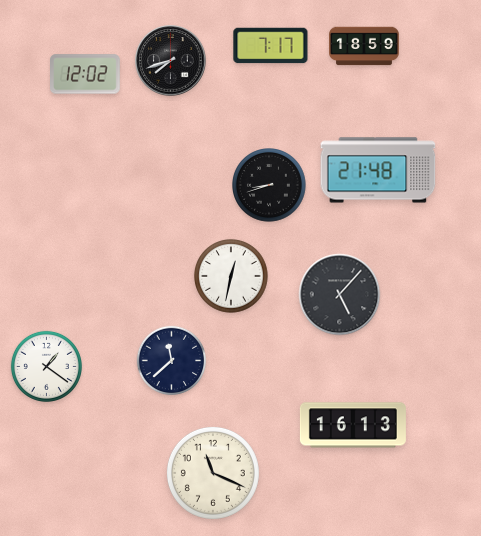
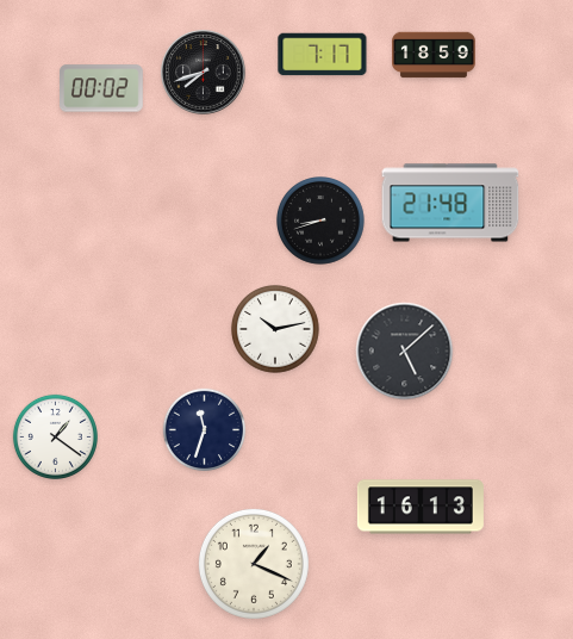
clock at (86, 74): 12:02 -> 00:02
clock at (231, 276): 12:32 -> 10:13
clock at (340, 295): 5:07 -> 5:08
clock at (172, 361): 11:38 -> 11:33
clock at (213, 473): 11:19 -> 1:19
